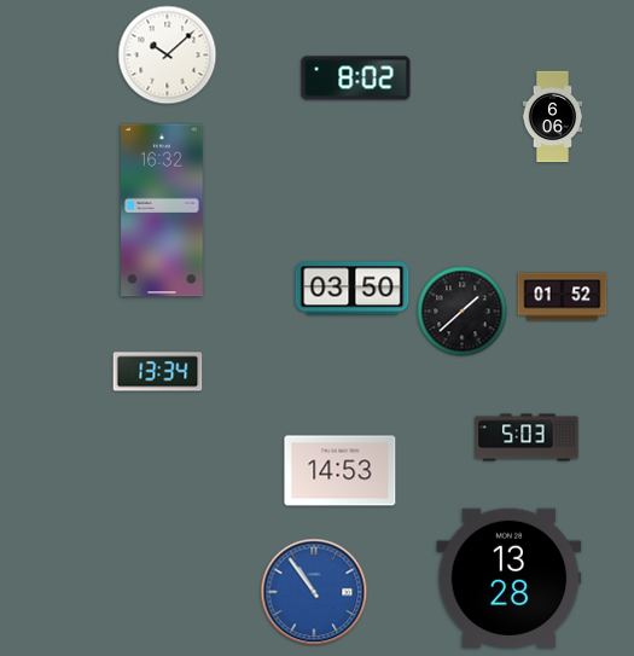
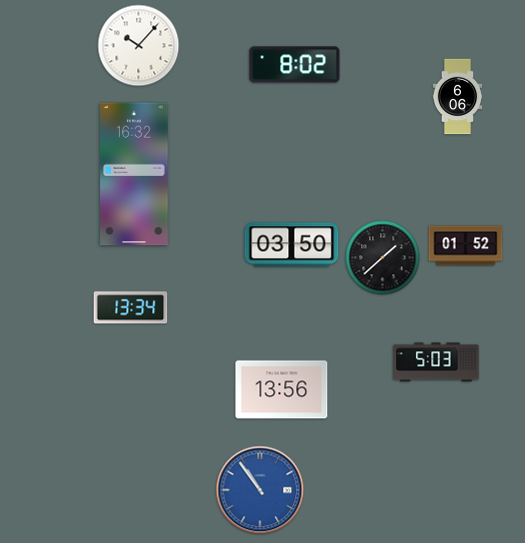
clock at (168, 56): 10:08 -> 10:07
clock at (353, 289) position: (353, 289) -> (292, 245)
clock at (341, 471): 14:53 -> 13:56
clock at (510, 577): 13:28 -> none
